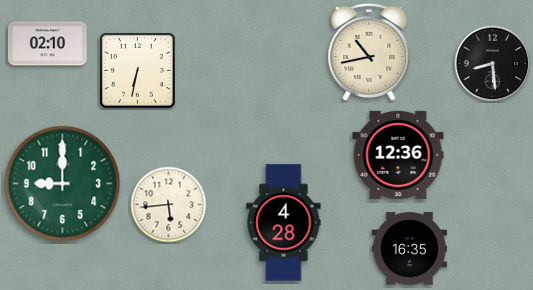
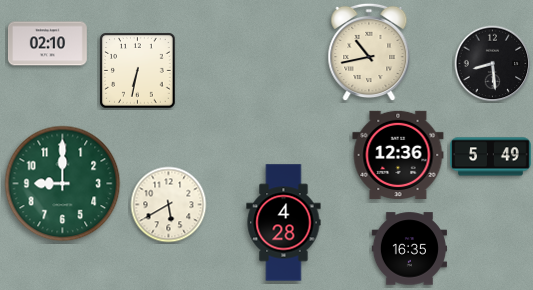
clock at (491, 157): none -> 5:49
clock at (169, 205): 5:44 -> 5:40
